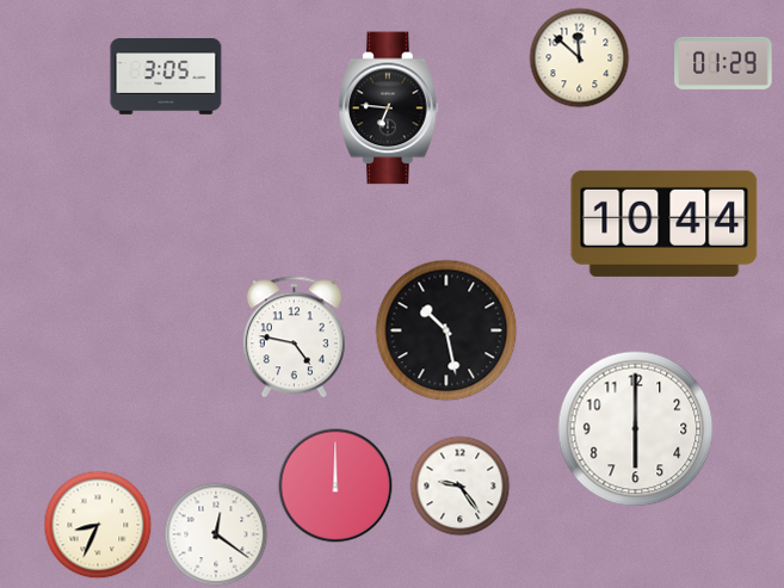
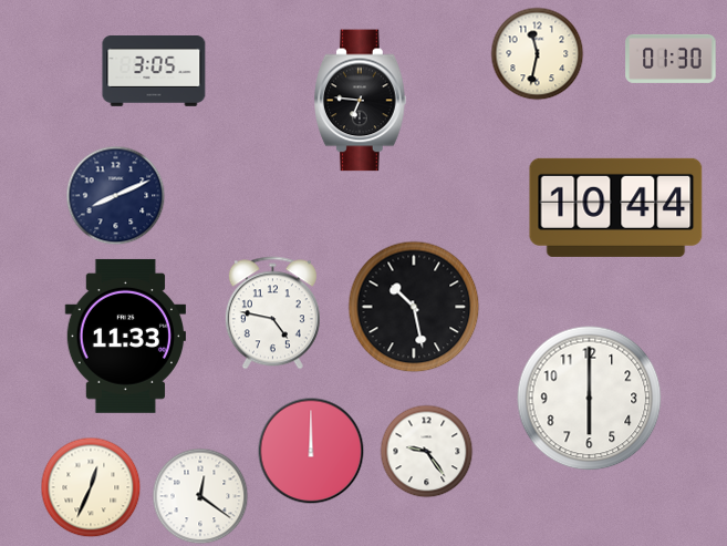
clock at (580, 58): 11:52 -> 11:32
clock at (723, 63): 01:29 -> 01:30
clock at (116, 196): none -> 8:11
clock at (125, 336): none -> 11:33
clock at (98, 525): 8:34 -> 12:34
